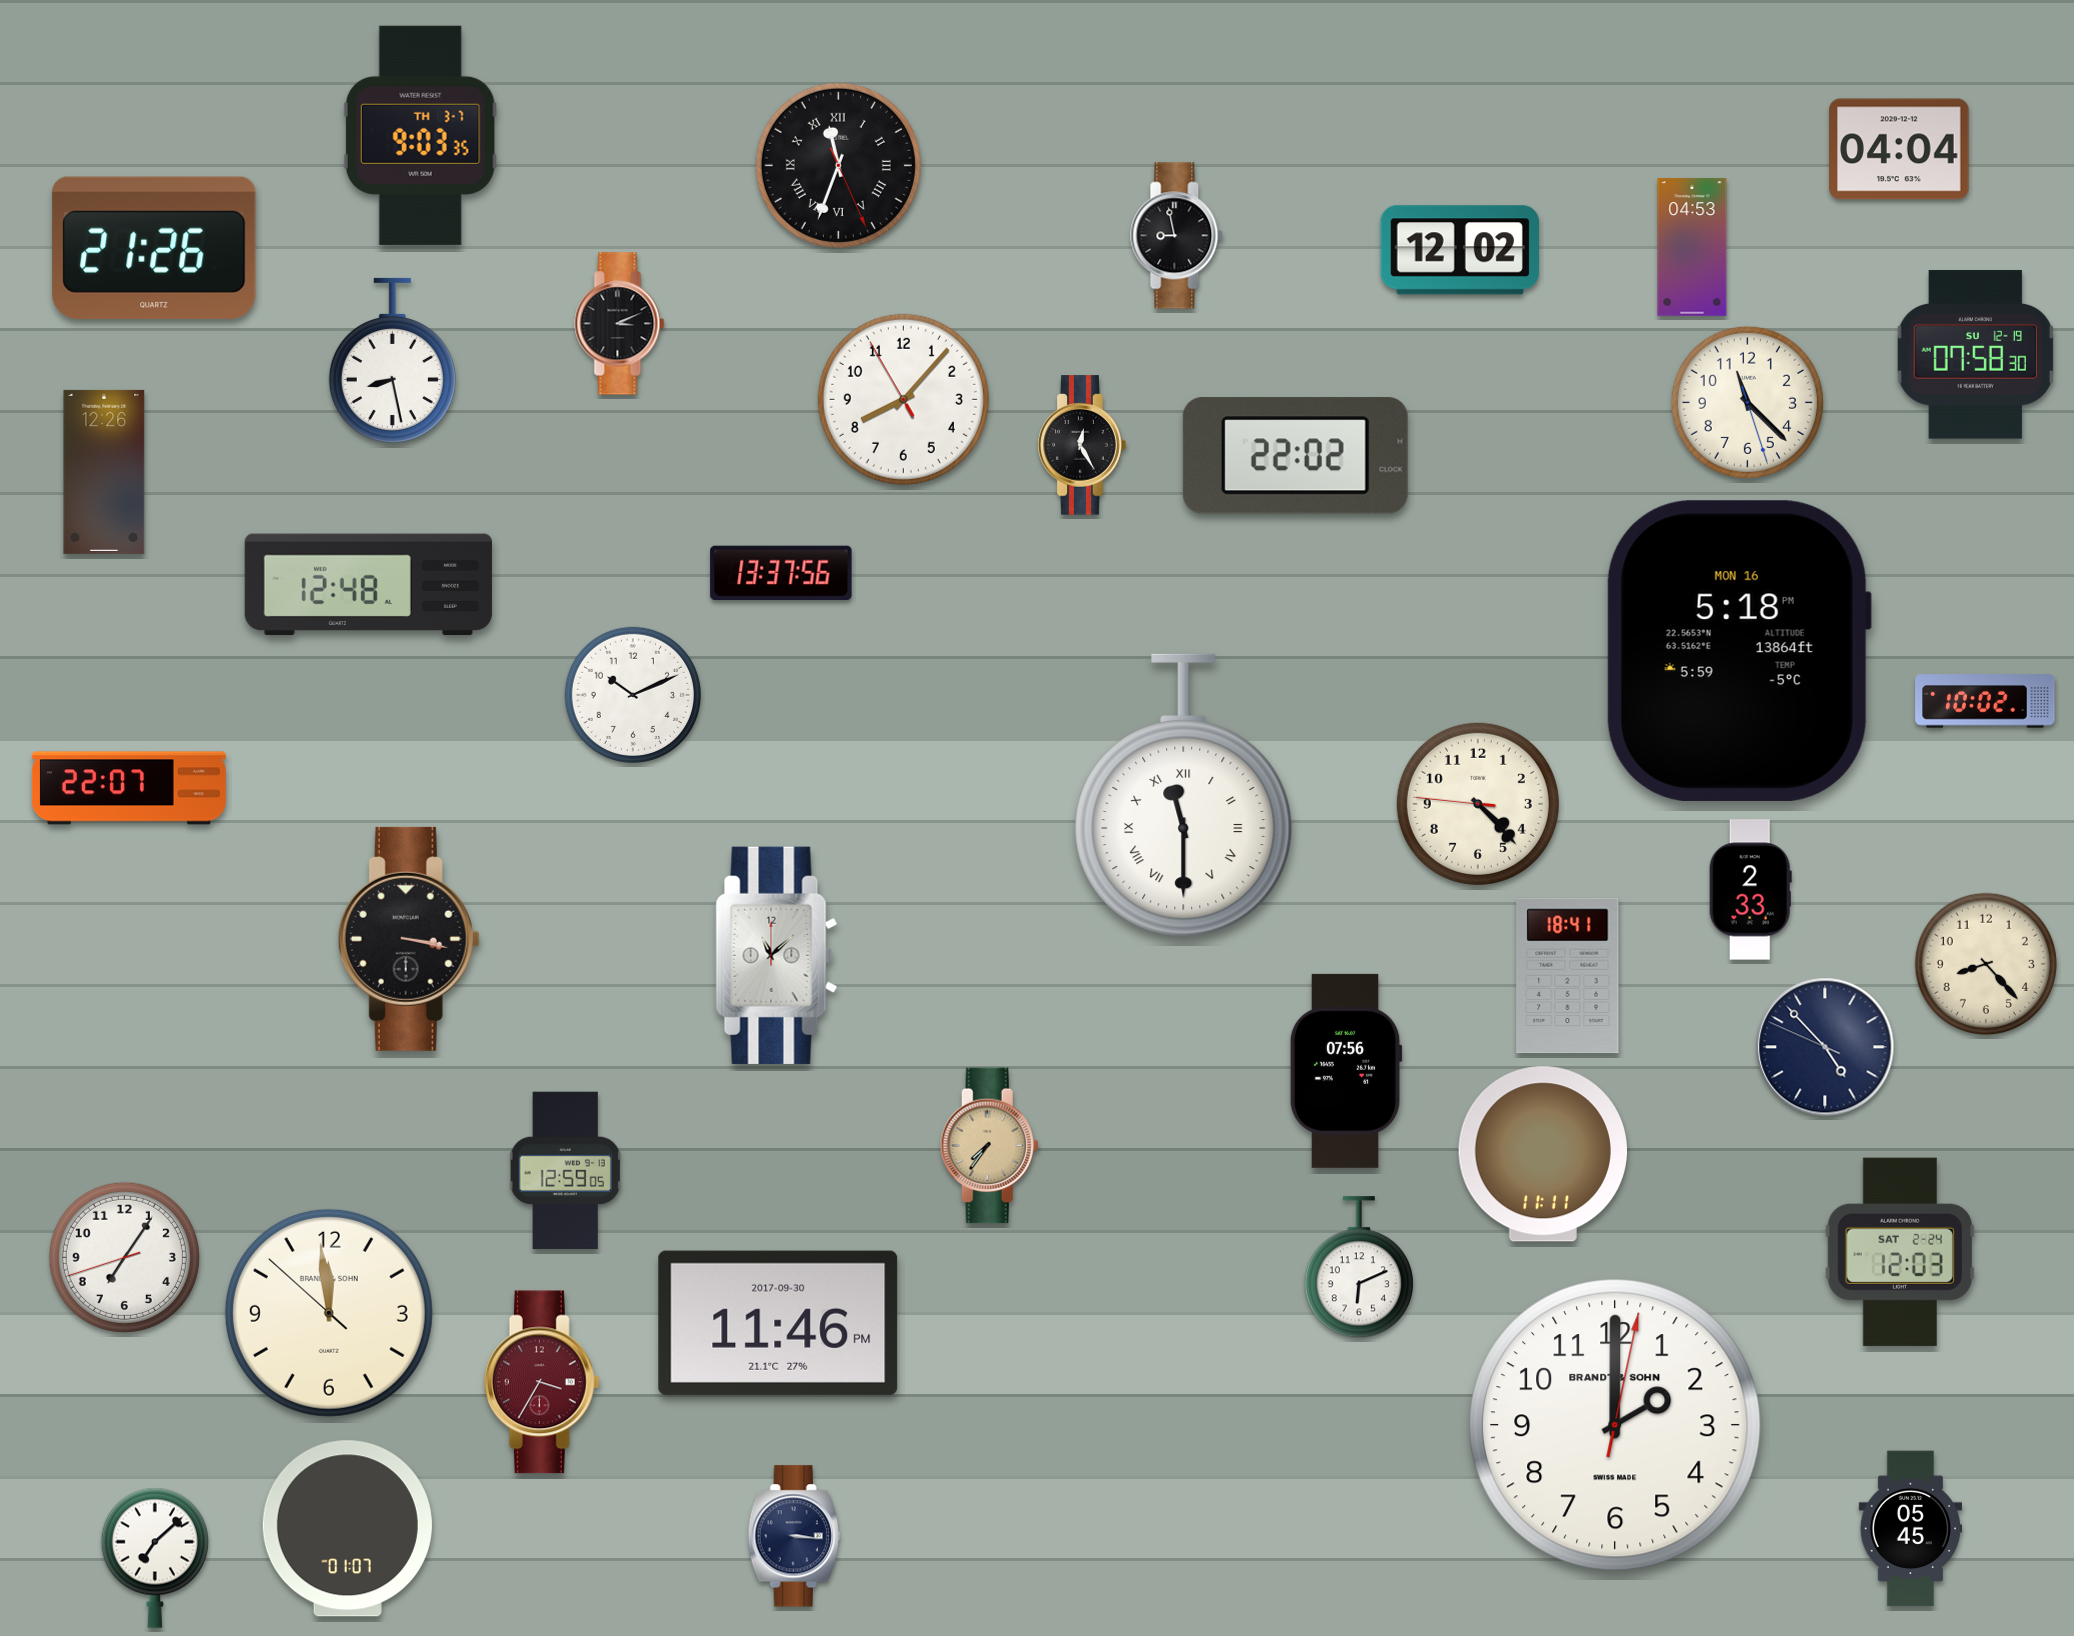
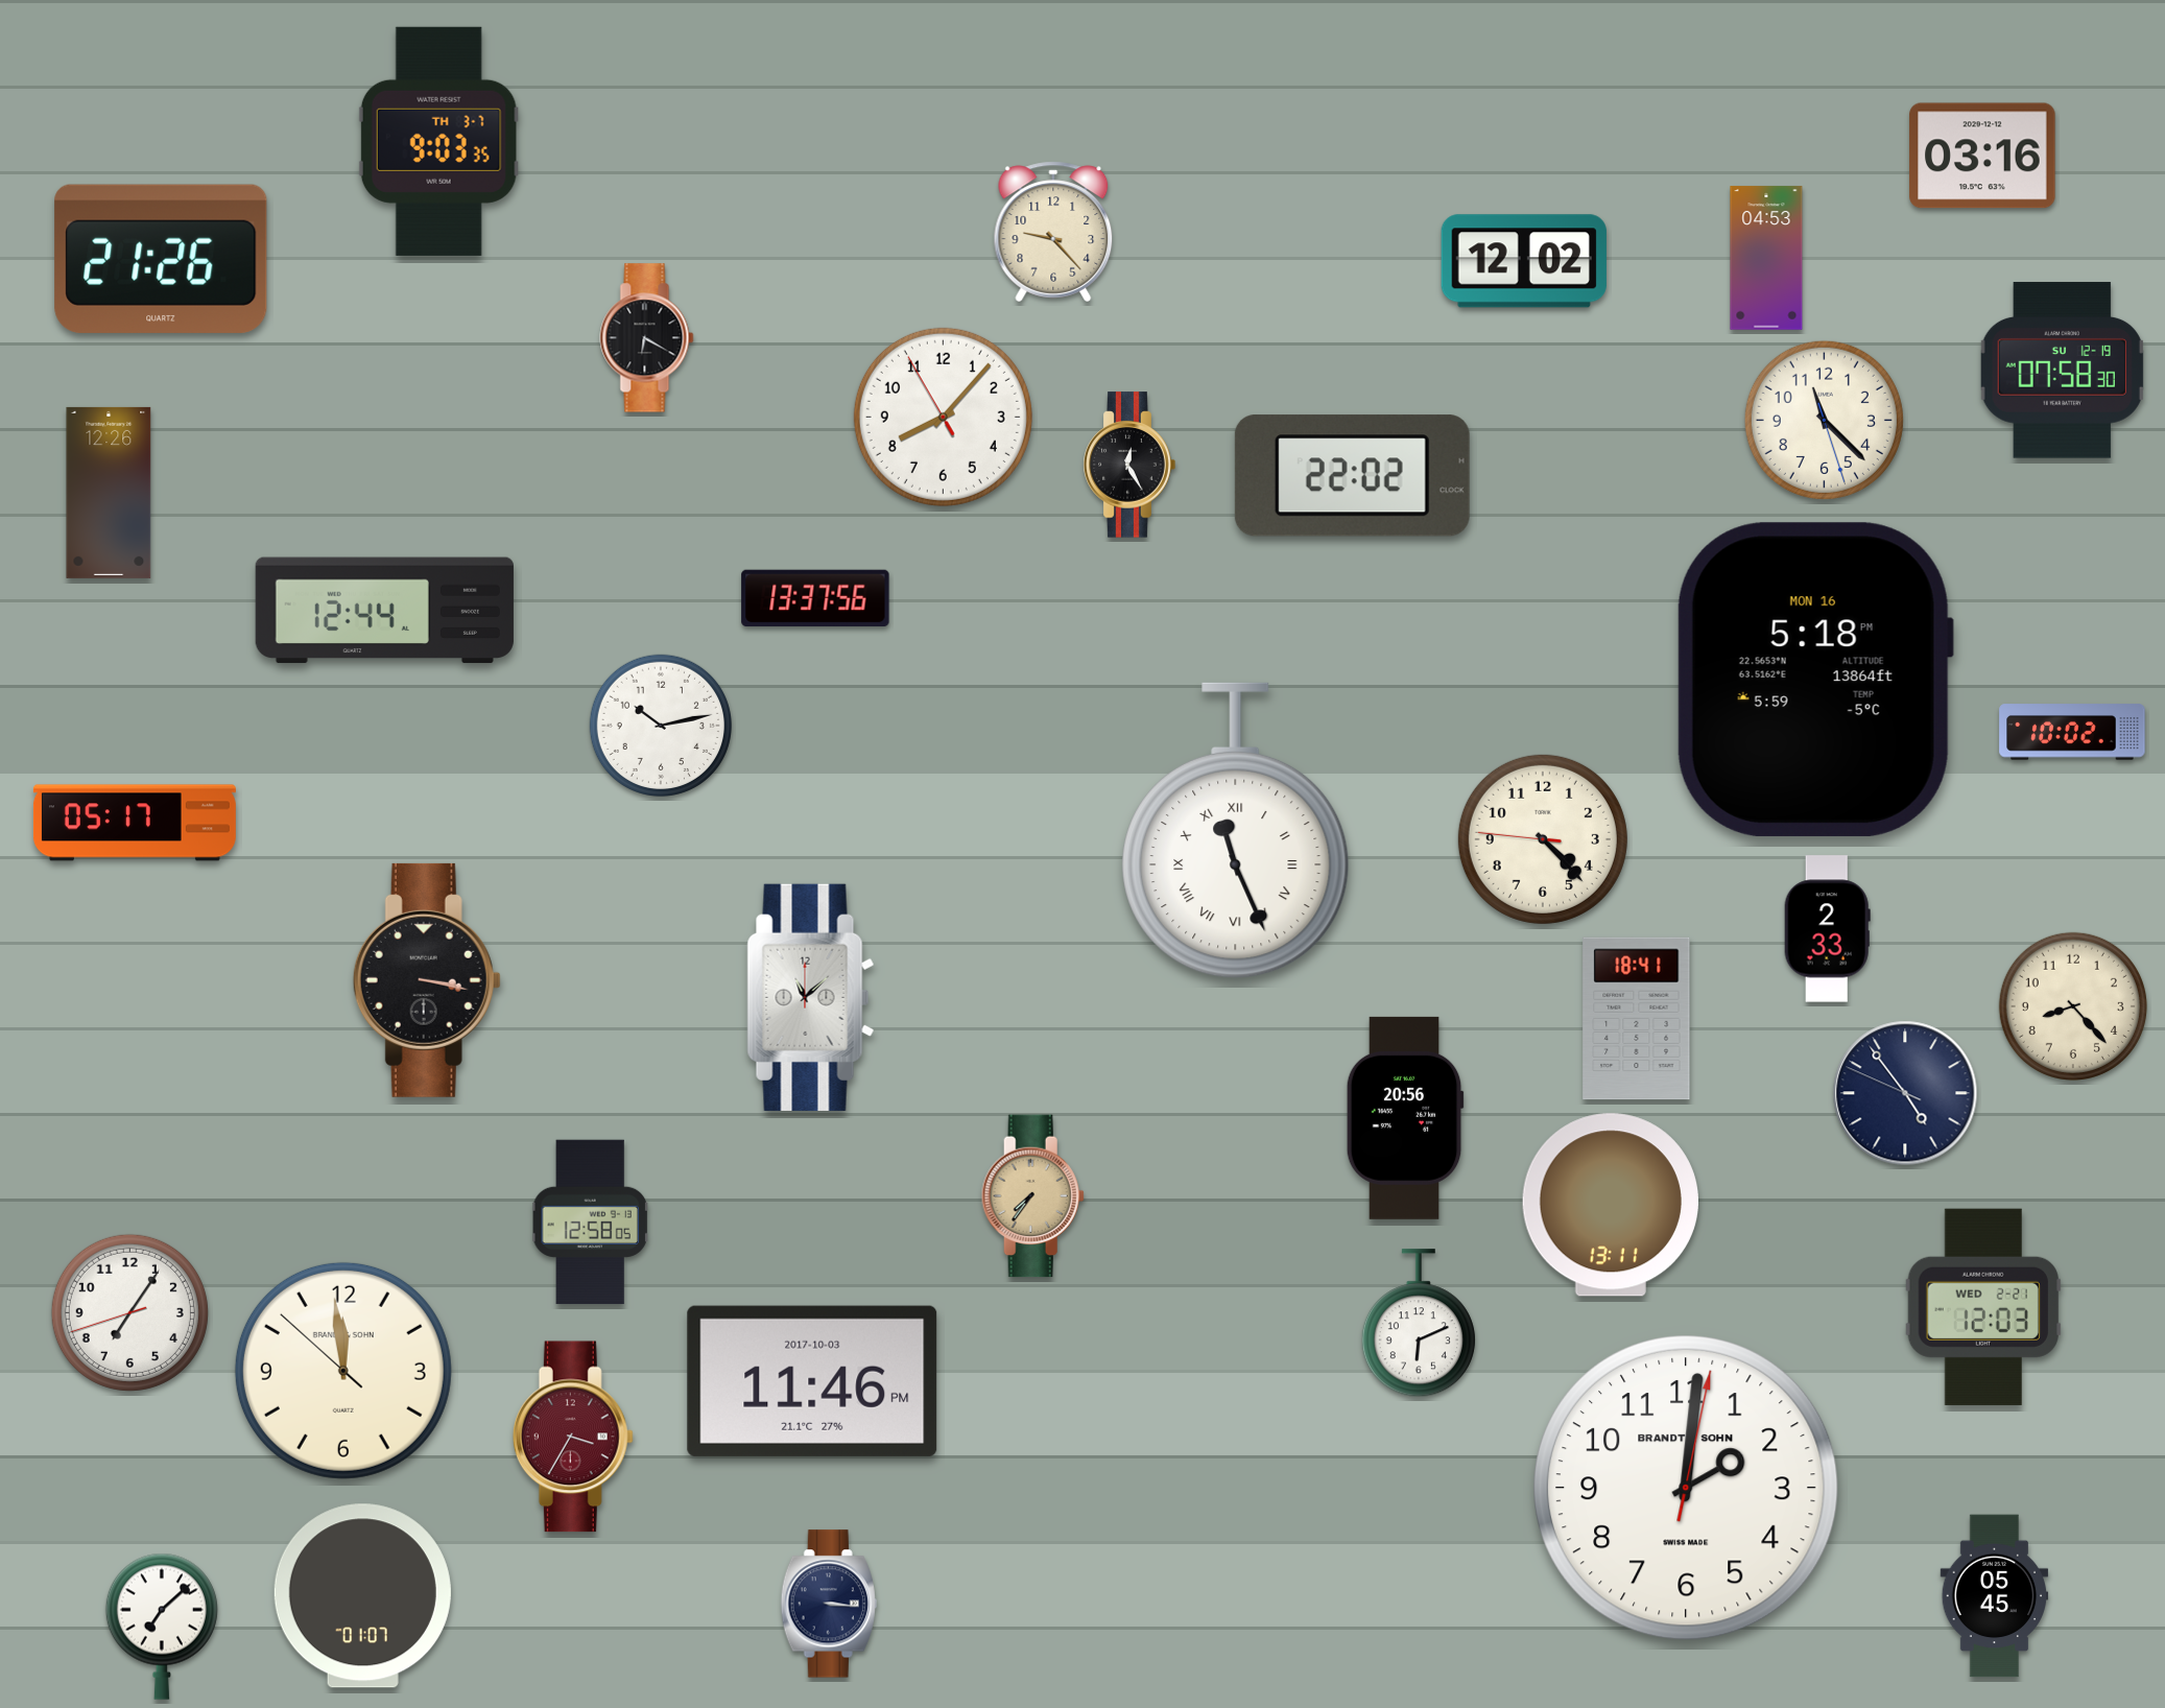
clock at (1899, 149): 04:04 -> 03:16
clock at (838, 165): 11:33 -> none
clock at (1053, 232): none -> 9:23
clock at (1177, 236): 8:58 -> none
clock at (620, 324): 3:11 -> 6:20
clock at (392, 360): 8:28 -> none
clock at (368, 585): 12:48 -> 12:44
clock at (633, 695): 10:11 -> 10:13
clock at (129, 788): 22:07 -> 05:17
clock at (1184, 796): 11:30 -> 11:26
clock at (1825, 1047): 4:52 -> 4:53
clock at (1346, 1071): 07:56 -> 20:56
clock at (1543, 1154): 11:11 -> 13:11
clock at (566, 1171): 12:59 -> 12:58
clock at (1900, 1252) date: SAT 2-24 -> WED 2-21
clock at (778, 1323) date: 2017-09-30 -> 2017-10-03
clock at (542, 1382) position: (542, 1382) -> (573, 1437)
clock at (1616, 1426): 2:00 -> 2:01
